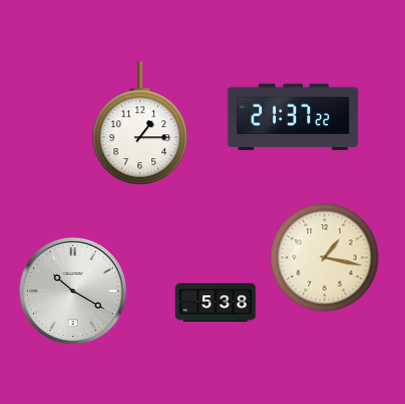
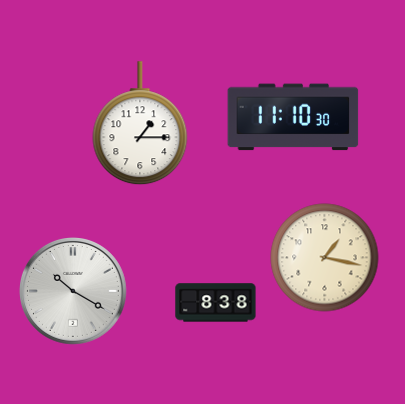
clock at (293, 117): 21:37 -> 11:10
clock at (216, 303): 5:38 -> 8:38
